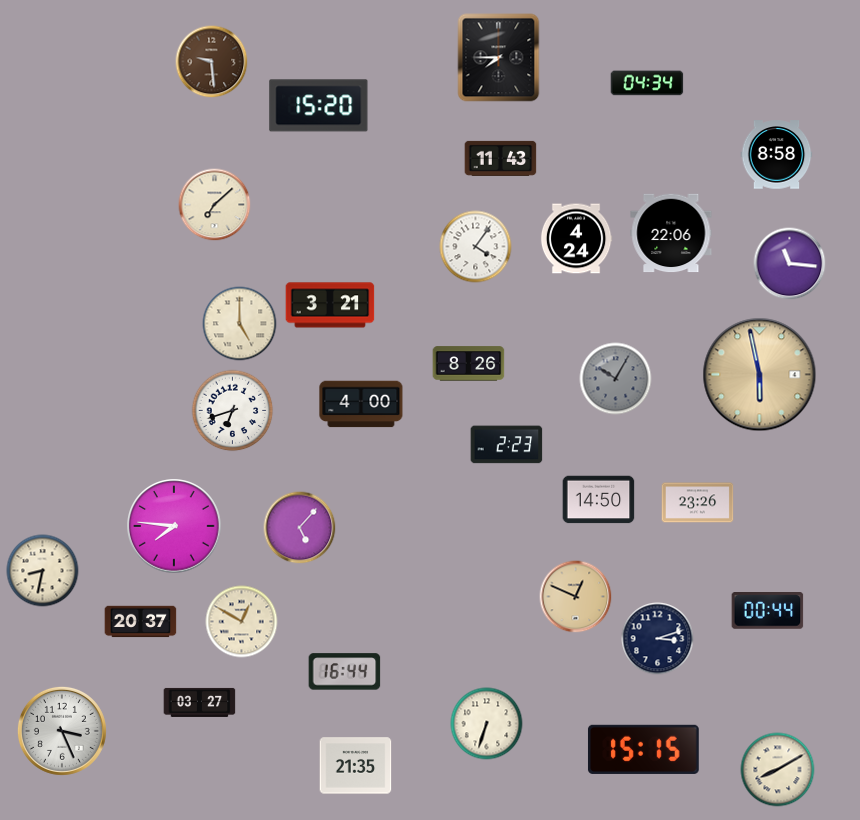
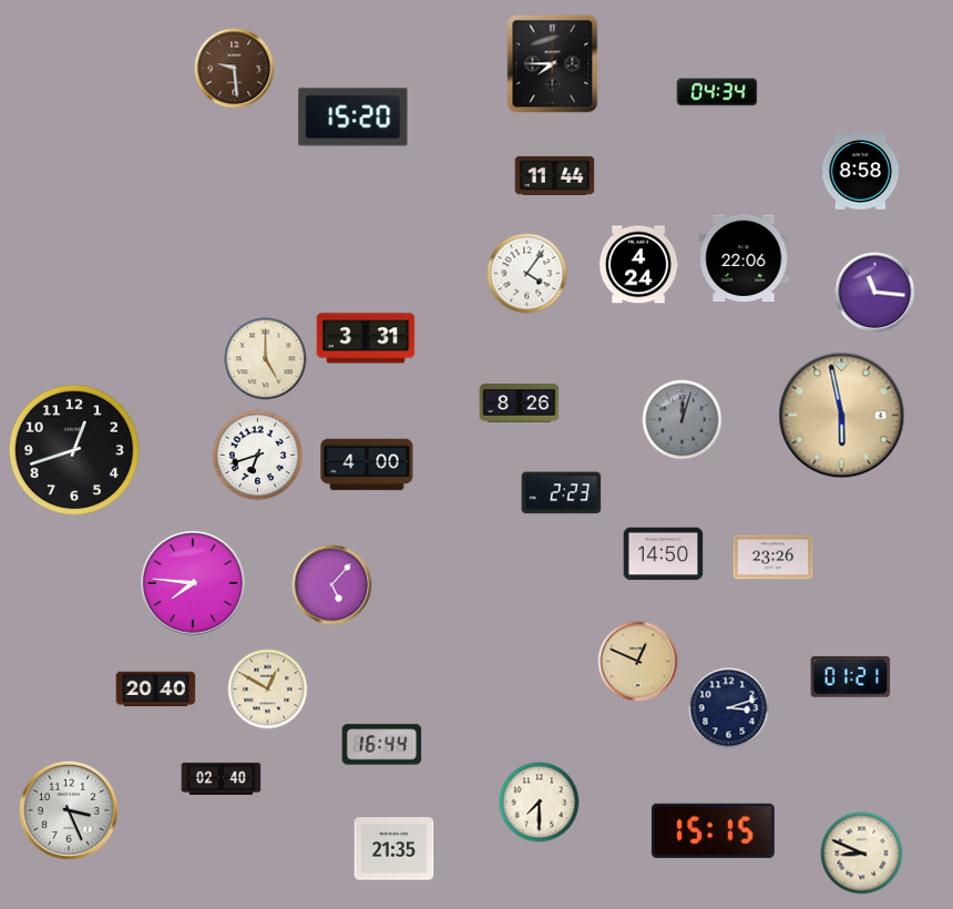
clock at (501, 158): 11:43 -> 11:44
clock at (215, 205): 7:08 -> none
clock at (330, 305): 3:21 -> 3:31
clock at (616, 379): 10:05 -> 12:03
clock at (361, 404) position: (361, 404) -> (367, 464)
clock at (74, 450): none -> 12:42
clock at (43, 571): 8:32 -> none
clock at (768, 611): 00:44 -> 01:21
clock at (141, 622): 20:37 -> 20:40
clock at (200, 702): 03:27 -> 02:40
clock at (487, 724): 6:33 -> 7:30
clock at (778, 770): 8:10 -> 8:49
